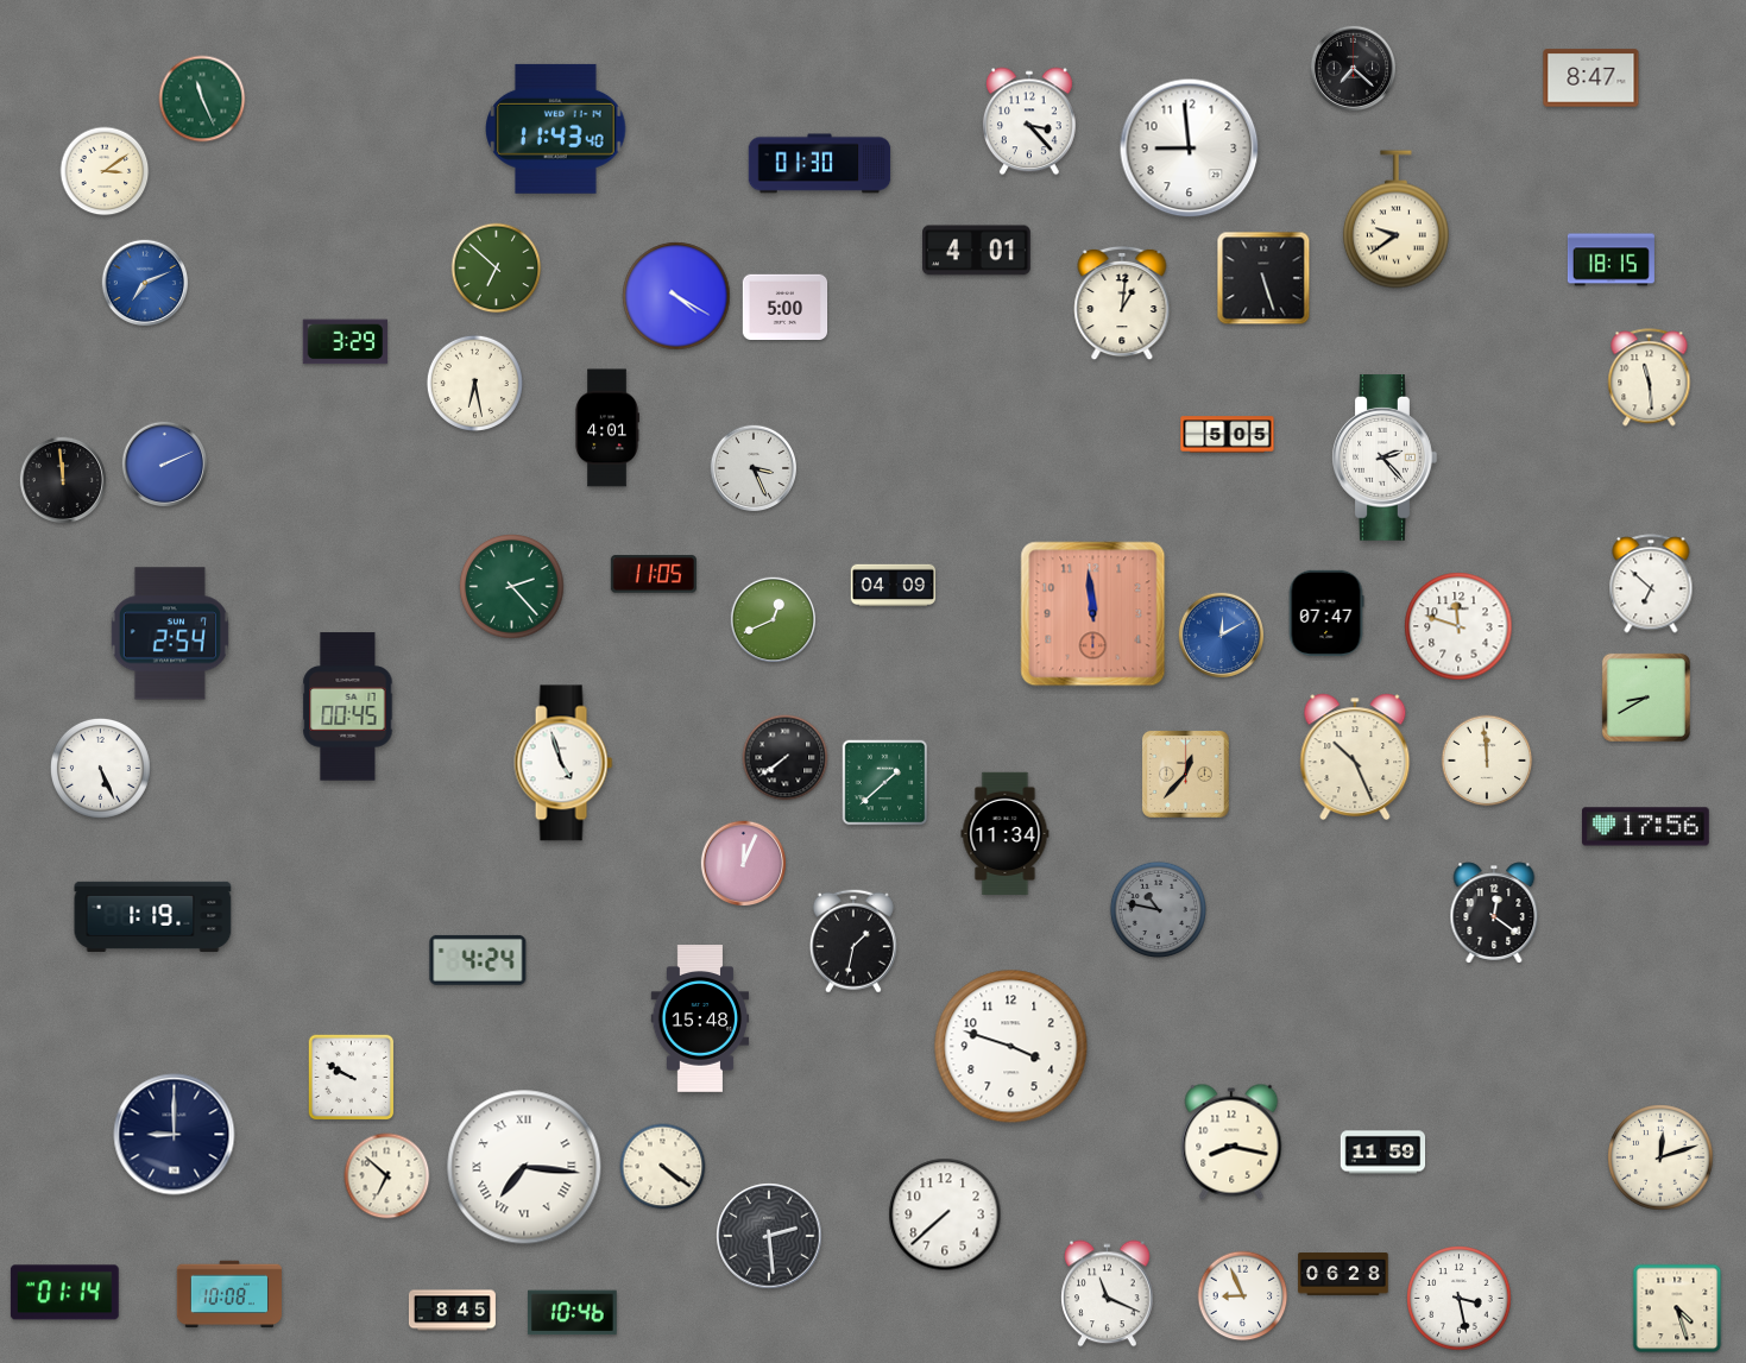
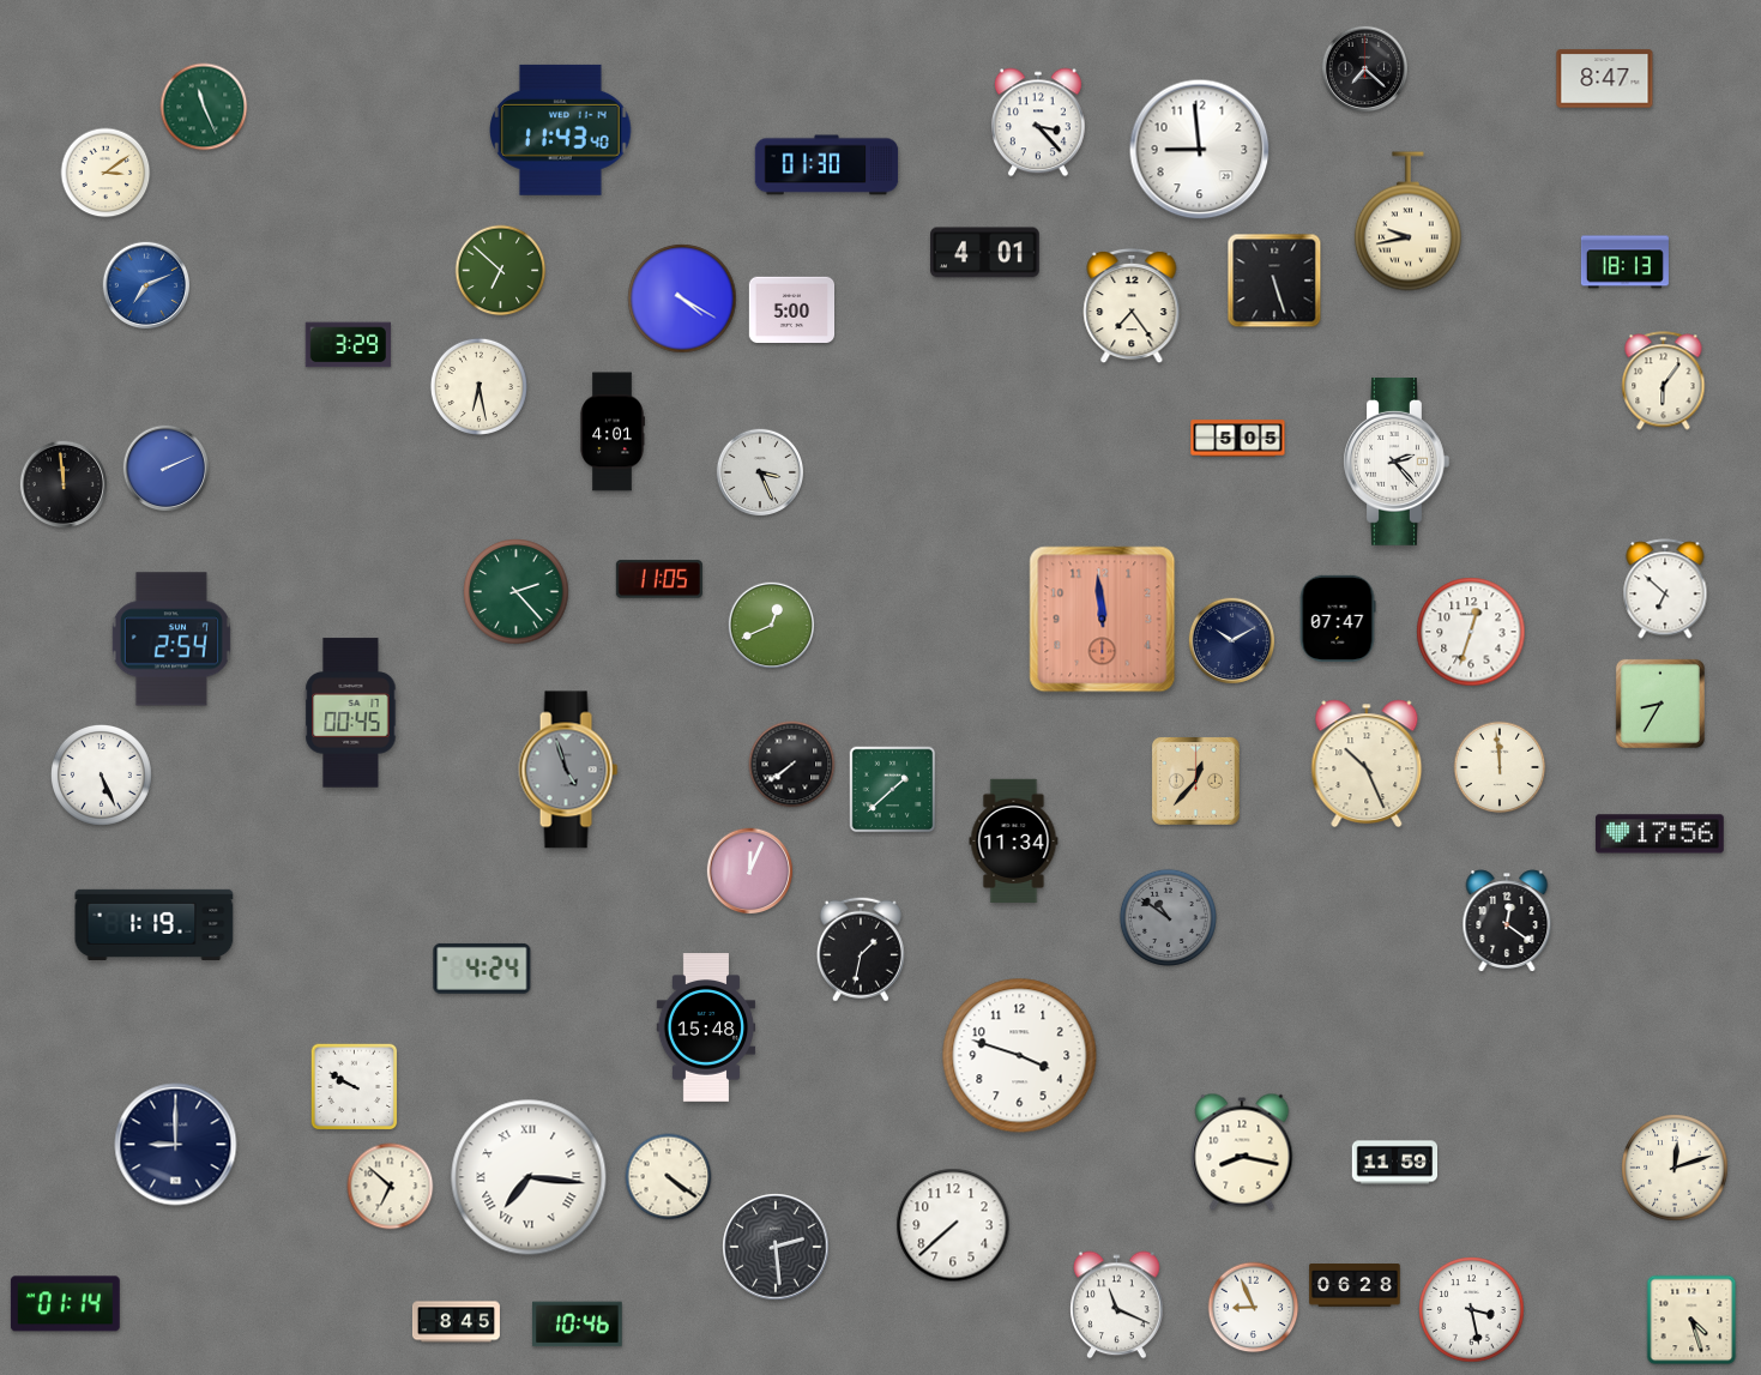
clock at (202, 99) position: (202, 99) -> (204, 107)
clock at (1395, 220): 9:39 -> 9:43
clock at (1611, 260): 18:15 -> 18:13
clock at (1122, 303): 1:01 -> 7:24
clock at (1650, 378): 11:29 -> 6:06
clock at (894, 586): 04:09 -> none
clock at (774, 620) position: (774, 620) -> (772, 626)
clock at (1458, 626): 11:48 -> 12:33
clock at (1222, 636): 12:10 -> 10:10
clock at (1222, 636) dial: blue -> navy
clock at (1646, 698): 8:40 -> 8:35
clock at (563, 763) dial: white -> grey
clock at (1158, 909): 10:47 -> 10:51
clock at (229, 1294): 10:08 -> none
